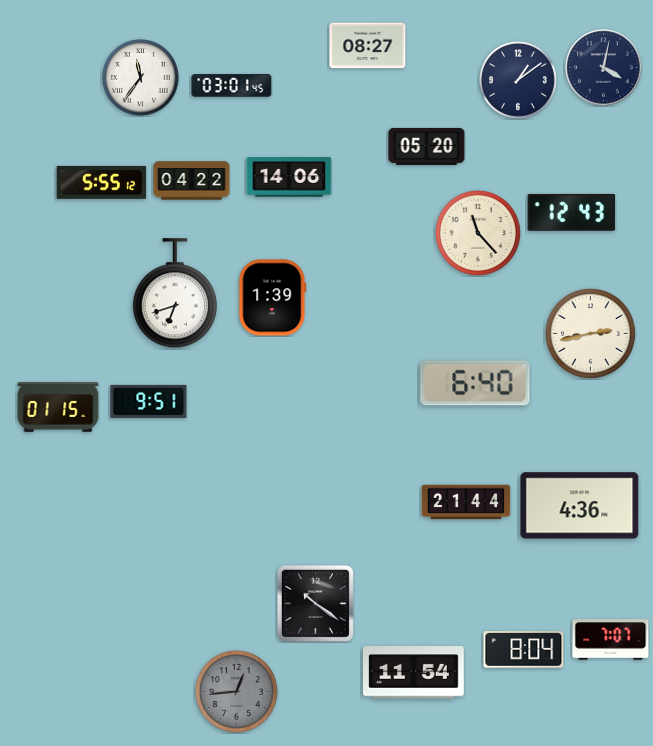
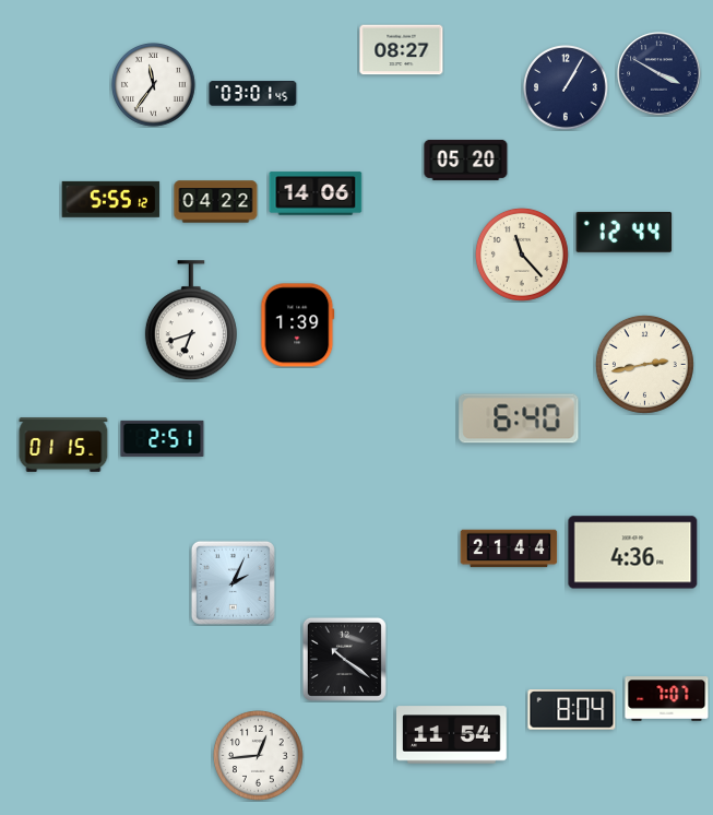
clock at (604, 68): 4:02 -> 3:50
clock at (518, 81): 1:09 -> 1:05
clock at (192, 181) position: (192, 181) -> (216, 202)
clock at (572, 212): 12:43 -> 12:44
clock at (149, 401): 9:51 -> 2:51
clock at (233, 582): none -> 2:04
clock at (237, 692) dial: grey -> white
